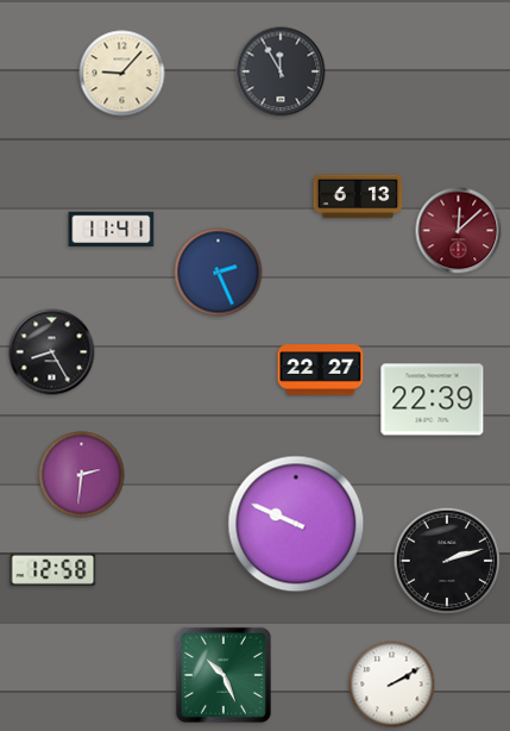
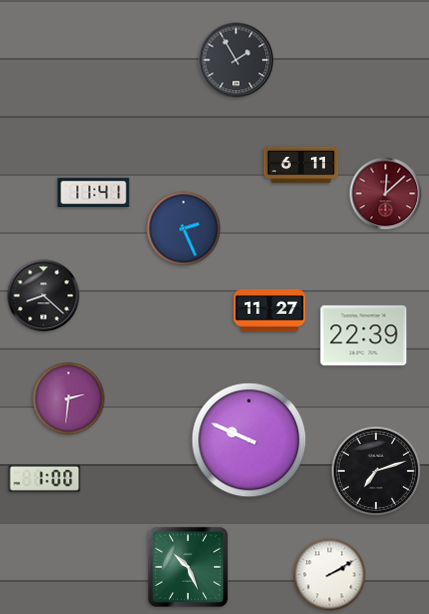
clock at (281, 71): 11:55 -> 1:55
clock at (122, 74): 9:07 -> none
clock at (358, 196): 6:13 -> 6:11
clock at (52, 352): 8:25 -> 8:22
clock at (321, 370): 22:27 -> 11:27
clock at (446, 560): 2:12 -> 7:12
clock at (53, 569): 12:58 -> 1:00
